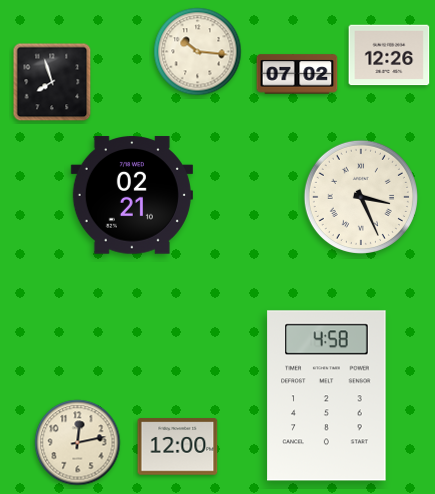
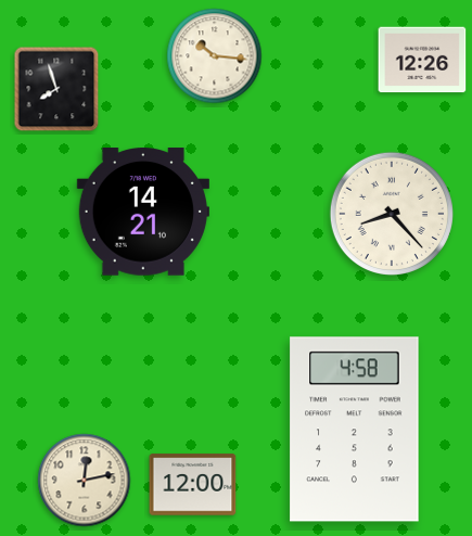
clock at (297, 74): 07:02 -> none
clock at (132, 195): 02:21 -> 14:21
clock at (361, 197): 3:26 -> 8:23
